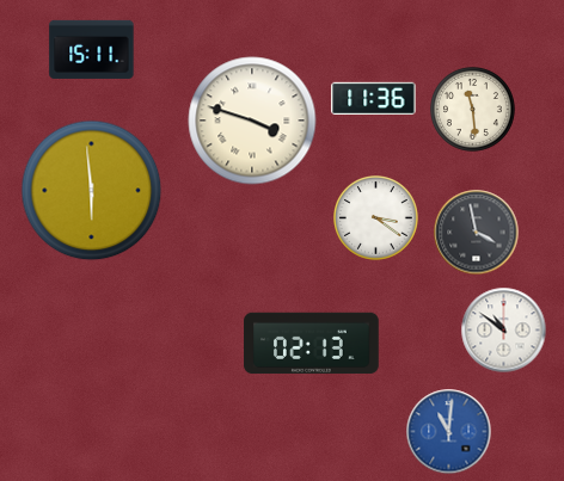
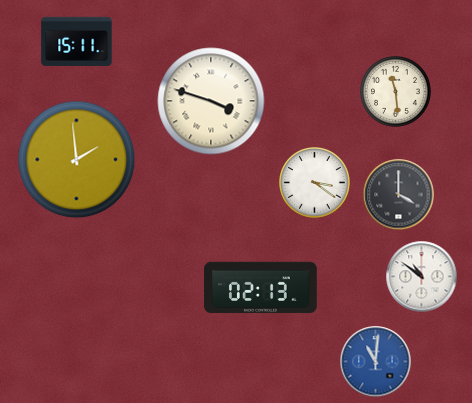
clock at (374, 99): 11:36 -> none
clock at (92, 191): 5:59 -> 1:59
clock at (477, 233): 3:58 -> 4:00
